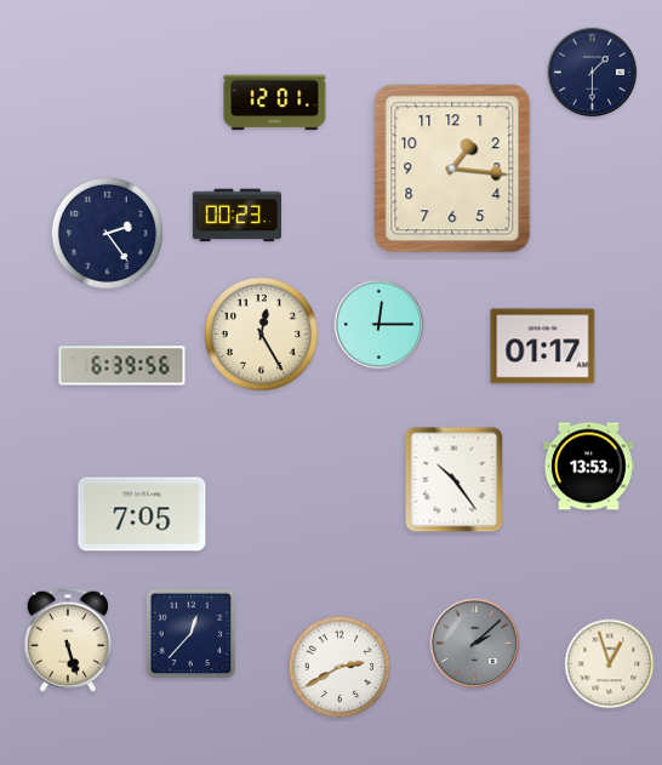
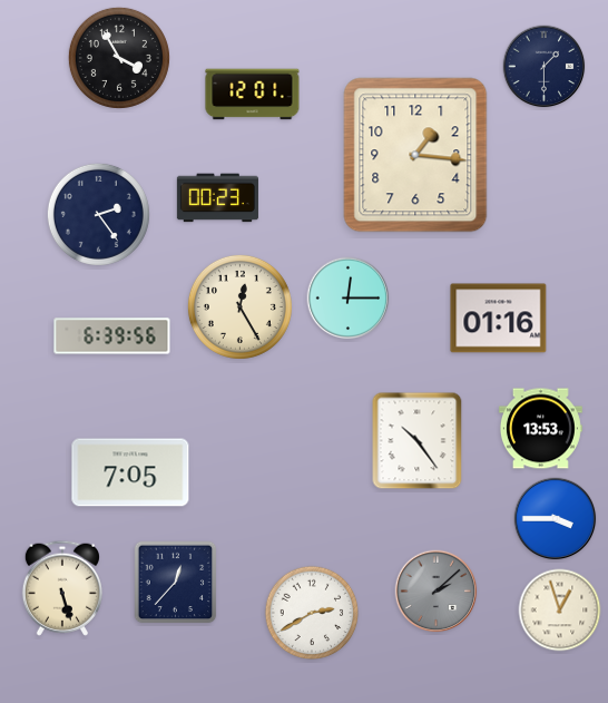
clock at (119, 58): none -> 3:55
clock at (543, 347): 01:17 -> 01:16
clock at (556, 519): none -> 3:45
